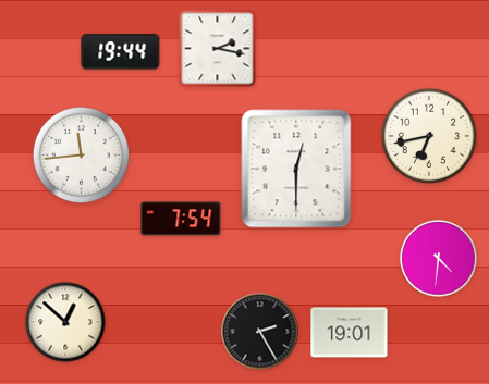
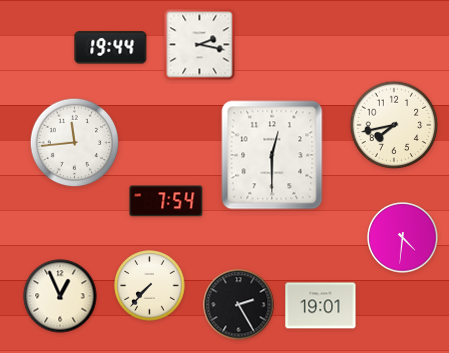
clock at (429, 136): 6:43 -> 7:43
clock at (150, 286): none -> 7:37
clock at (65, 322): 12:52 -> 12:56
